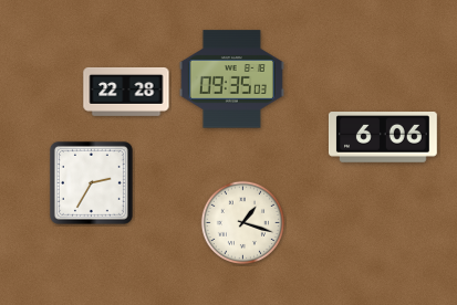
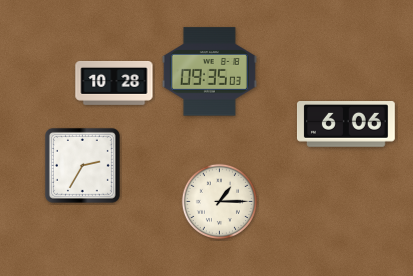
clock at (126, 92): 22:28 -> 10:28
clock at (242, 222): 1:18 -> 1:15
